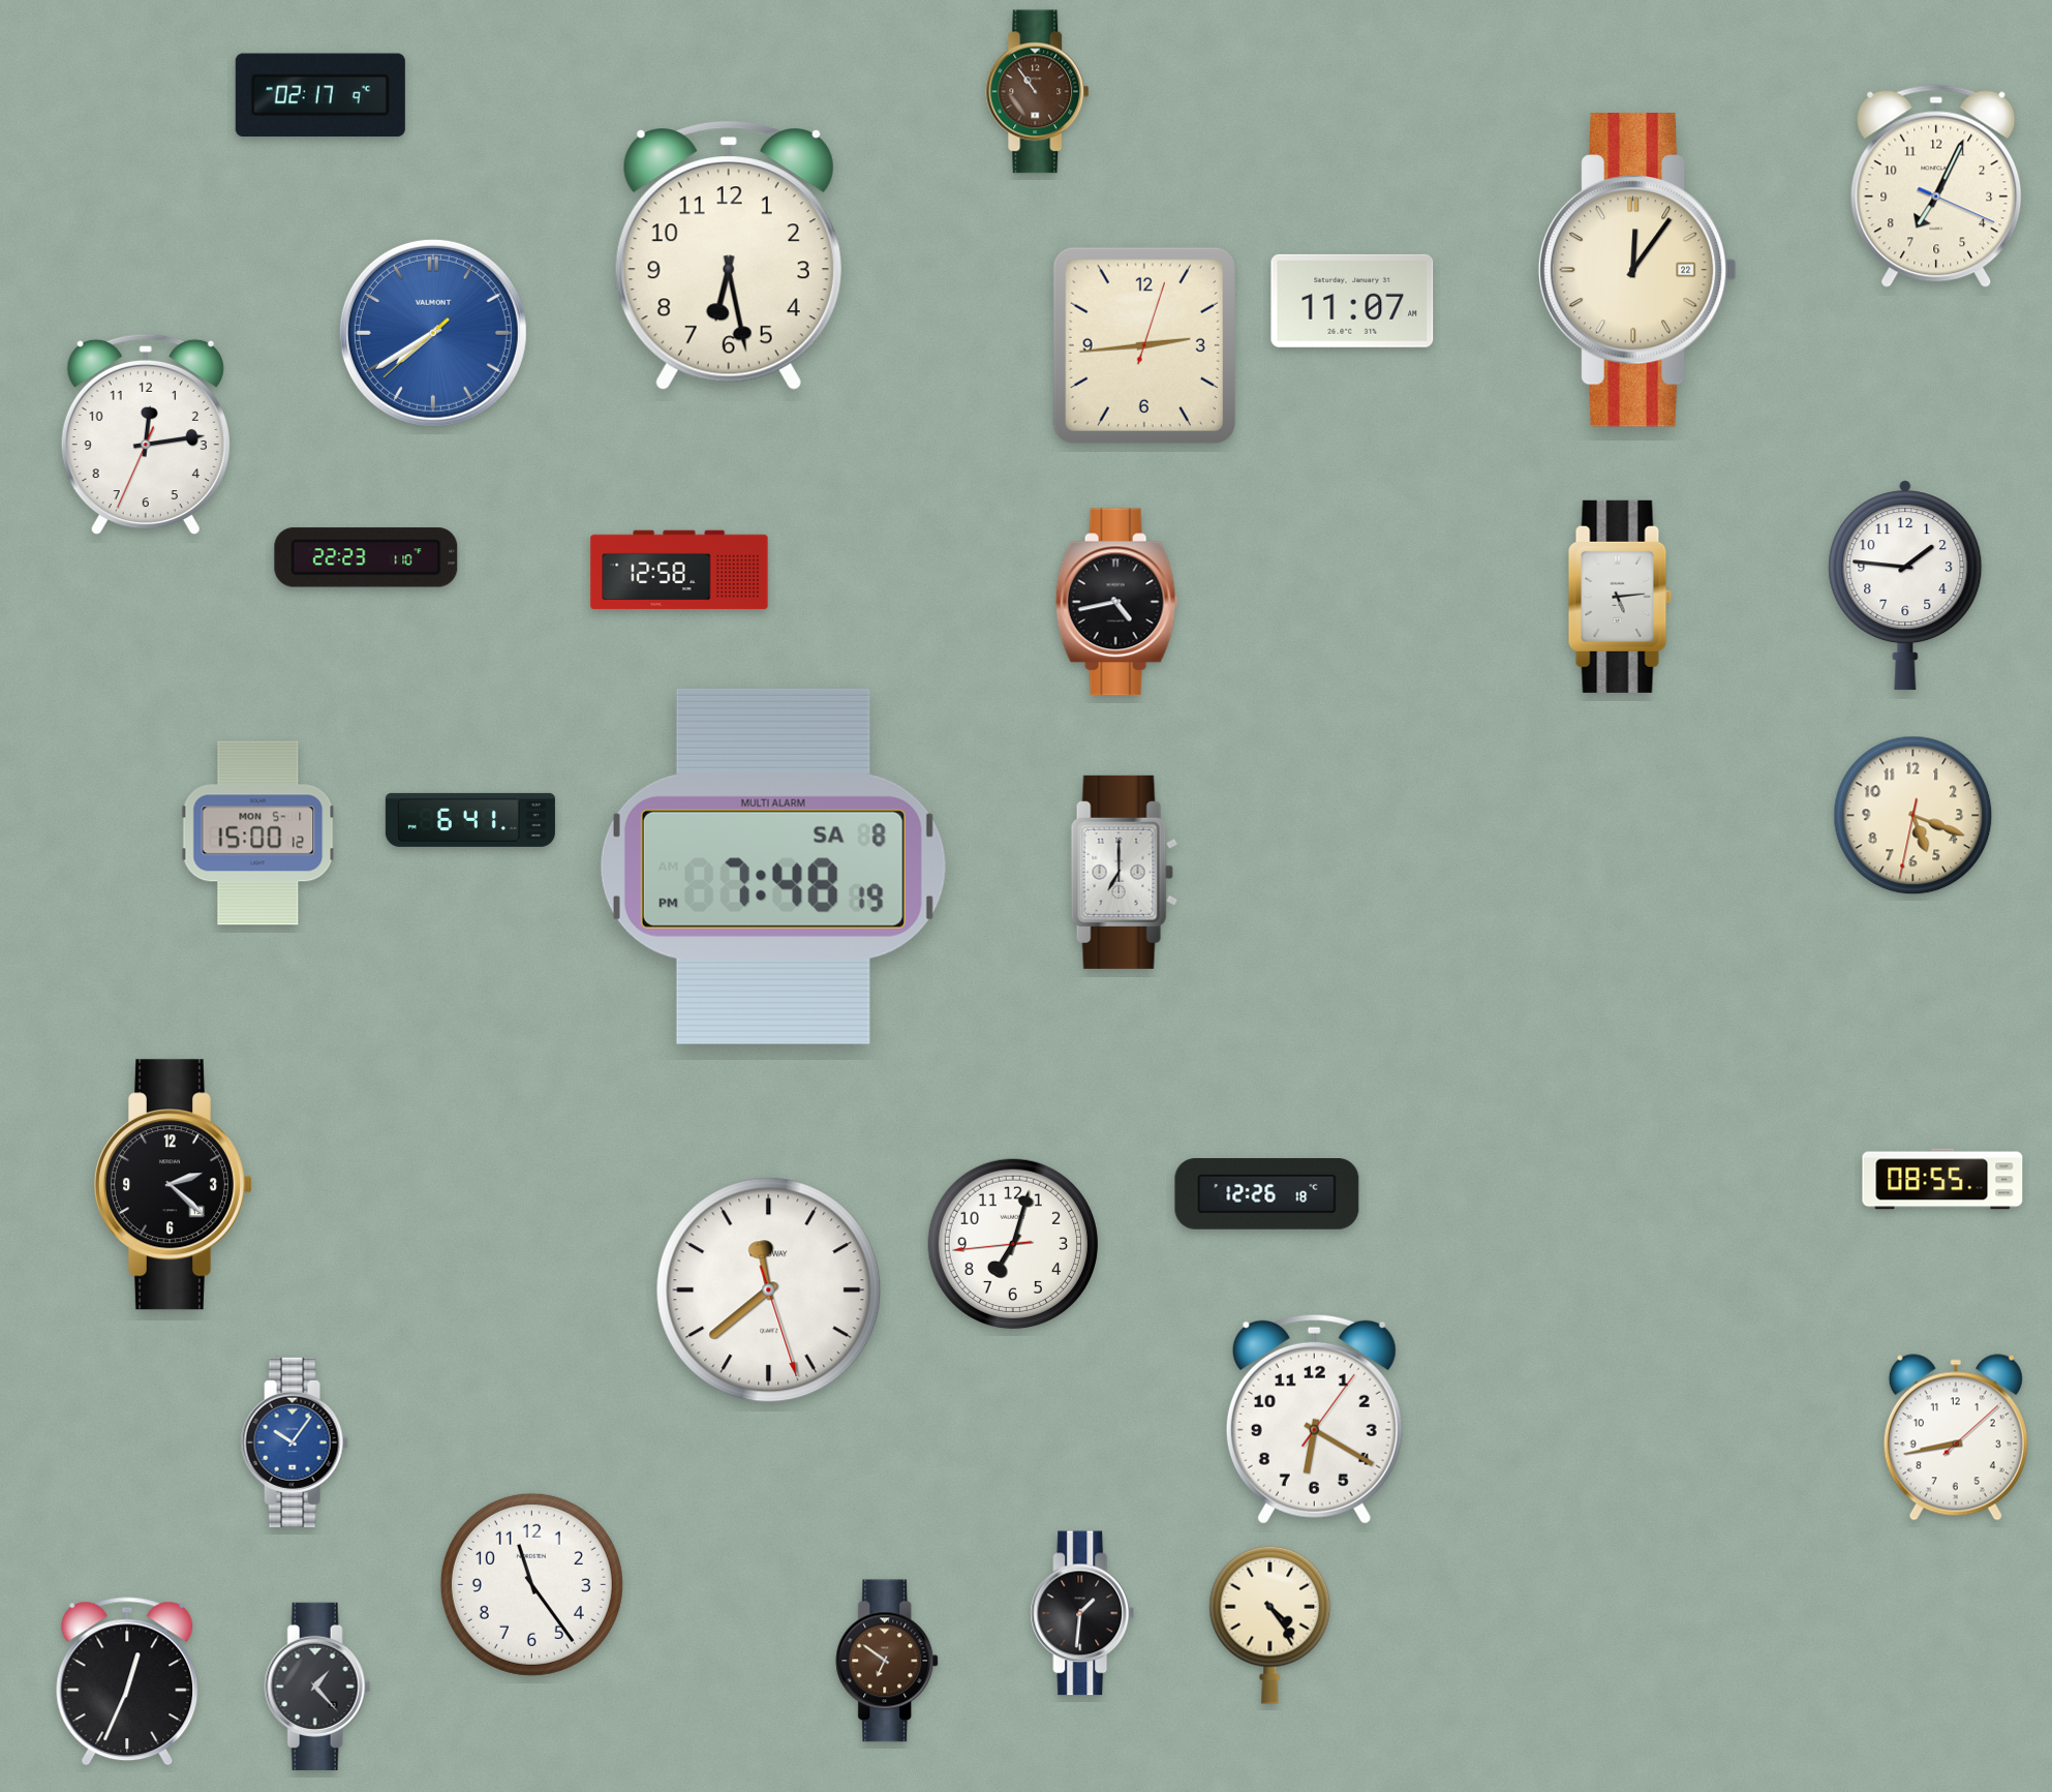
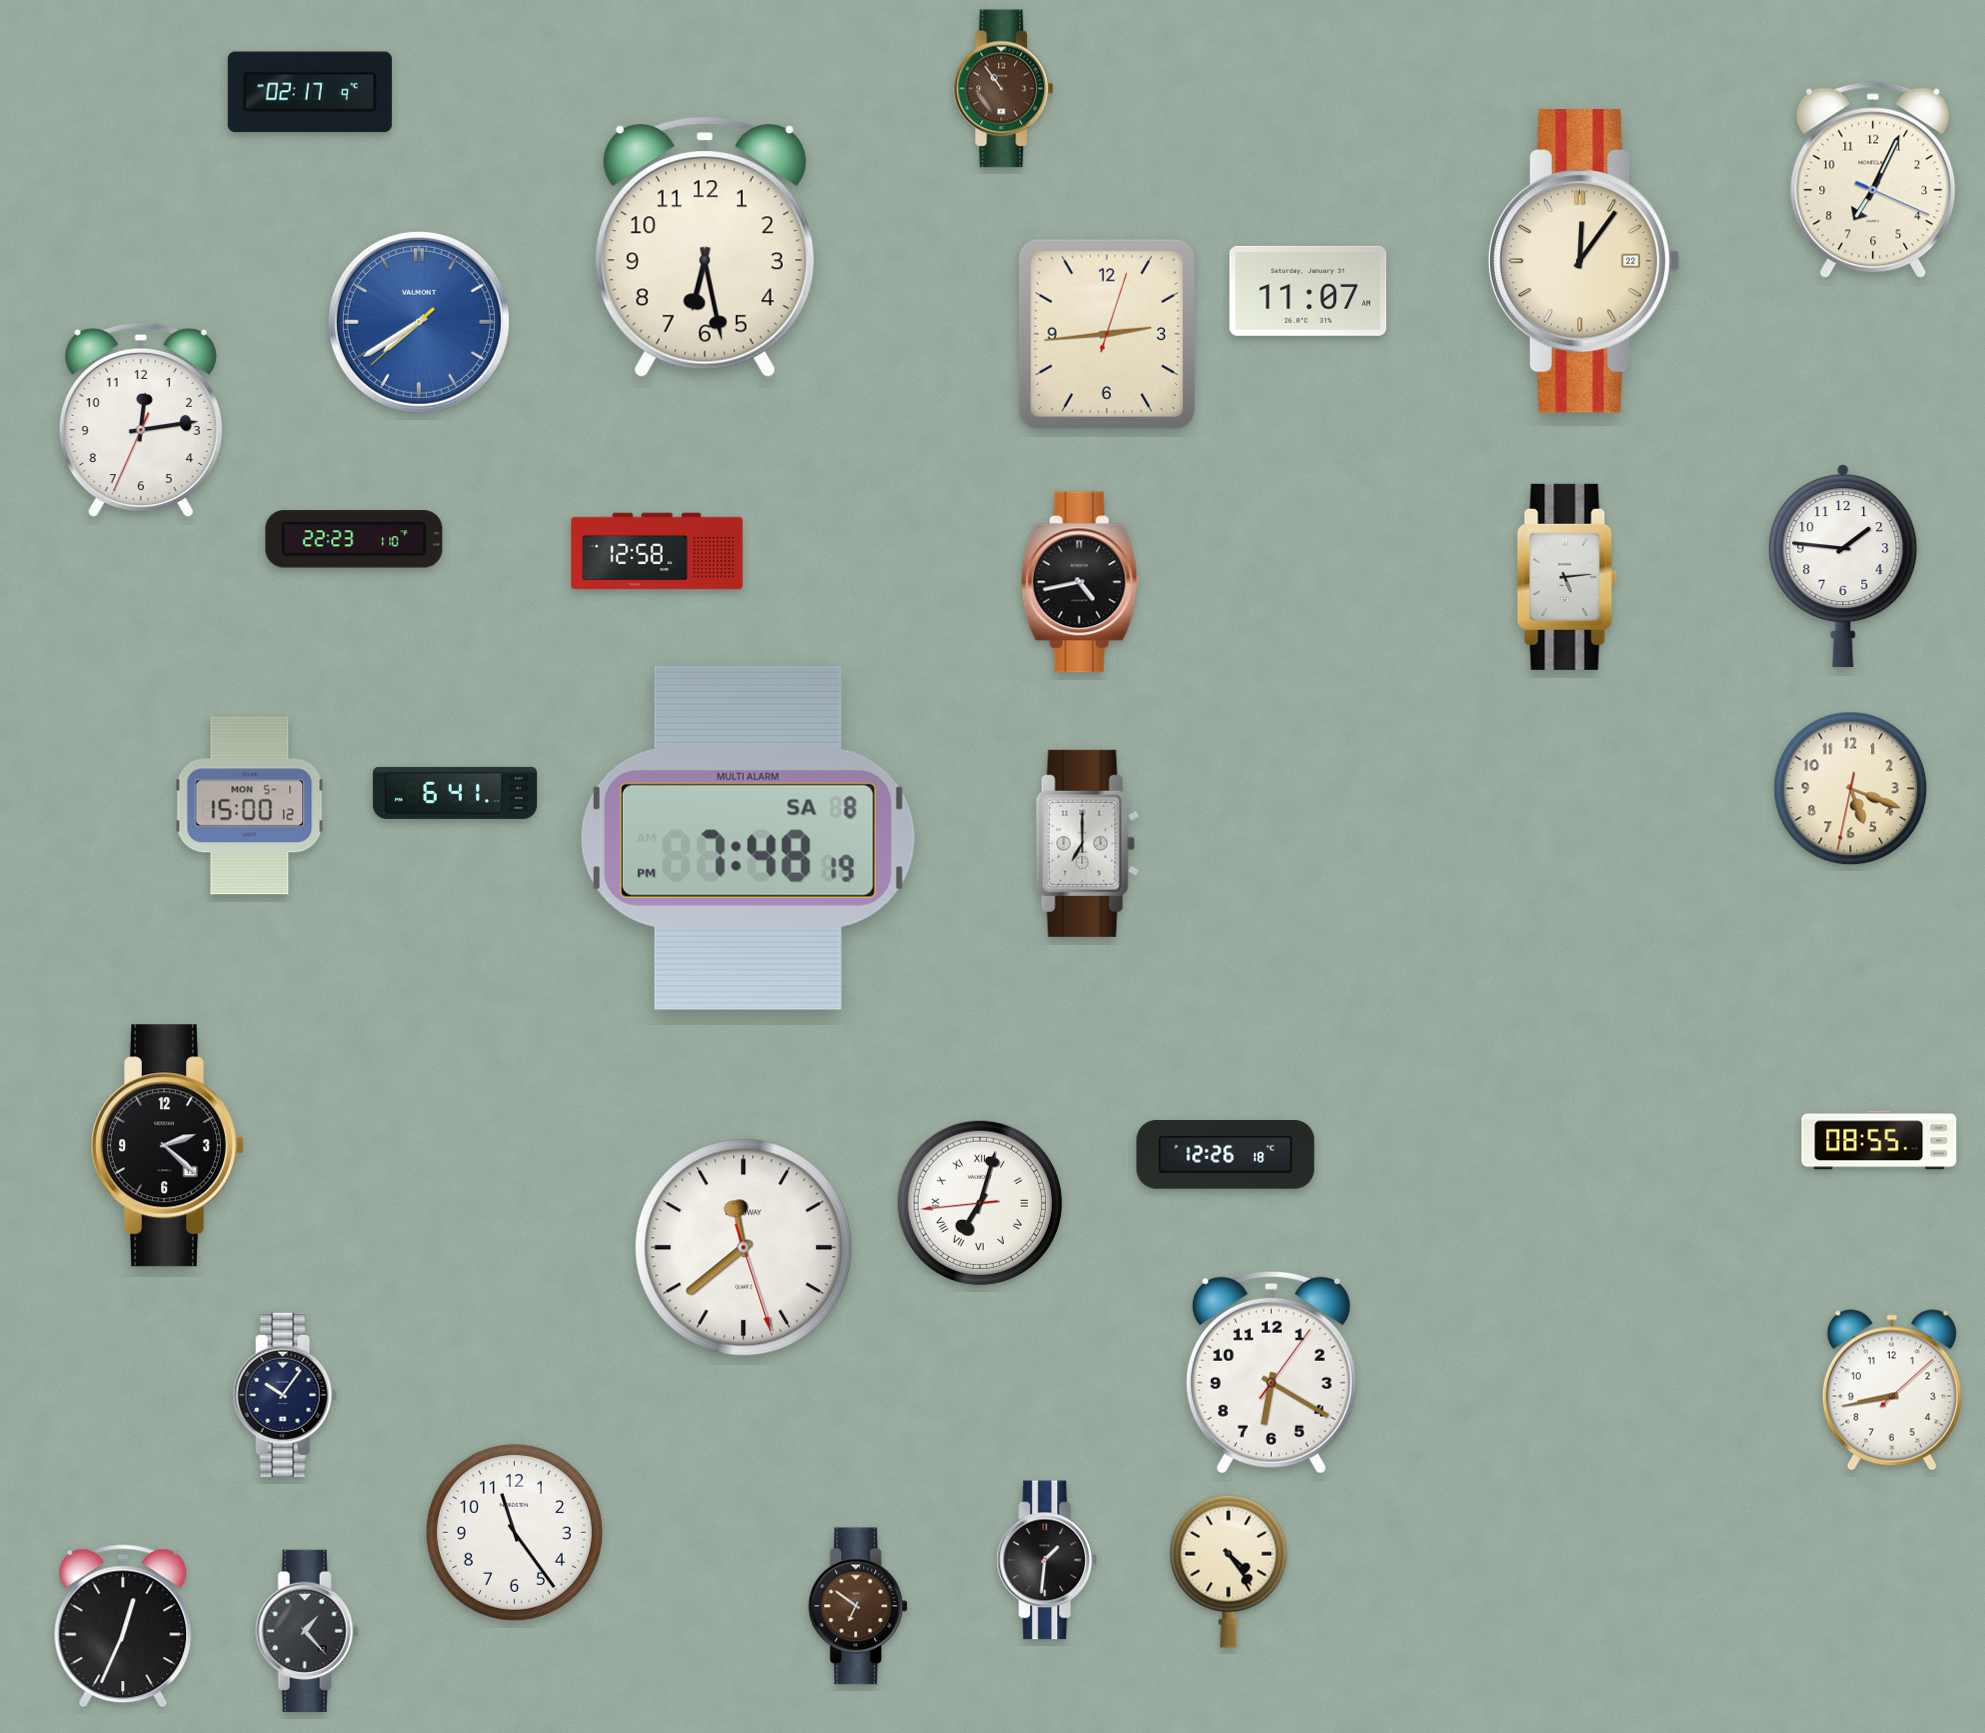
clock at (1013, 1244) numerals: Arabic -> Roman
clock at (295, 1442) dial: blue -> navy
